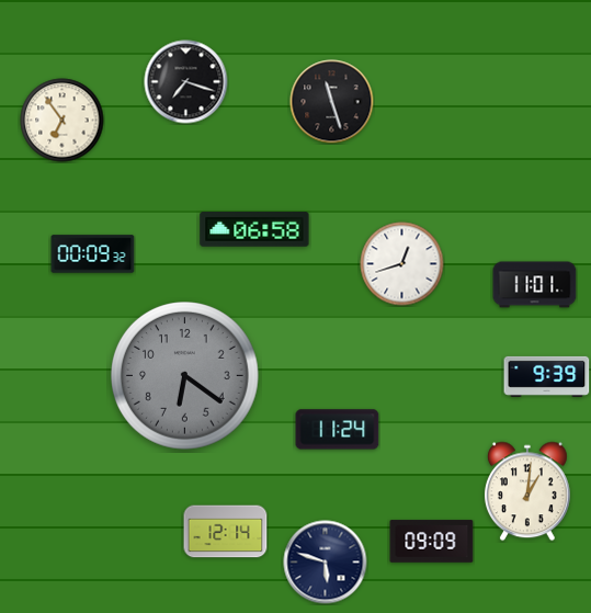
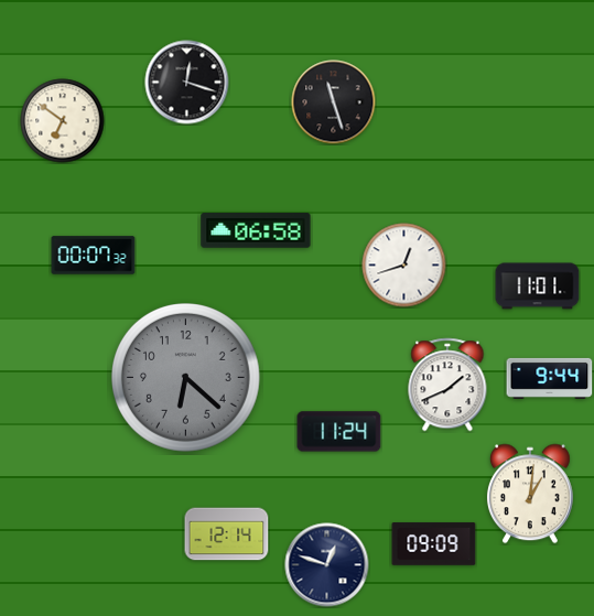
clock at (186, 82): 7:18 -> 12:18
clock at (62, 121): 6:54 -> 6:51
clock at (93, 254): 00:09 -> 00:07
clock at (185, 376): 6:21 -> 6:22
clock at (547, 376): 9:39 -> 9:44
clock at (447, 385): none -> 1:41
clock at (326, 563): 5:48 -> 12:48
